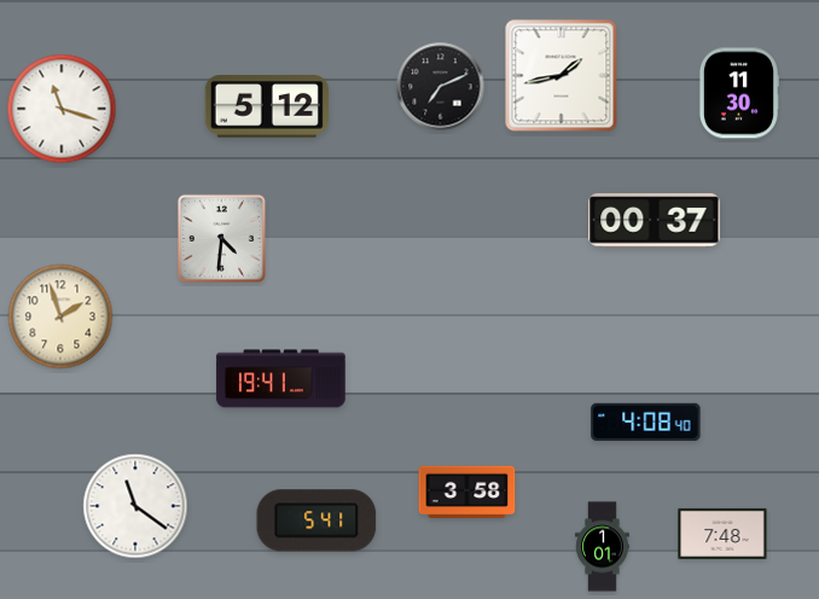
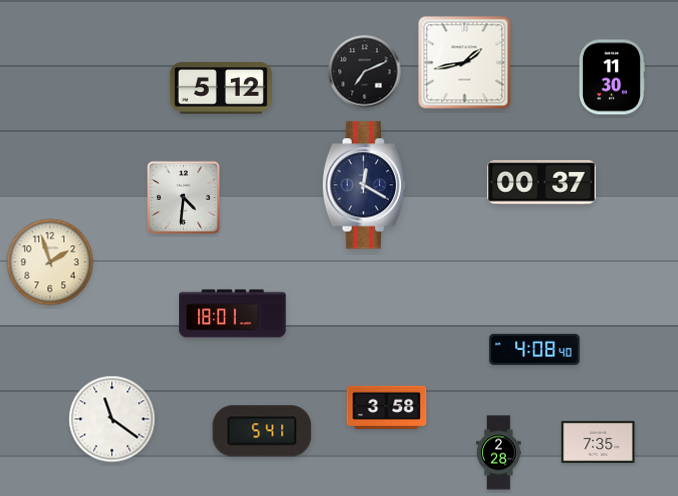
clock at (62, 109): 11:18 -> none
clock at (364, 185): none -> 12:20
clock at (281, 379): 19:41 -> 18:01
clock at (722, 534): 7:48 -> 7:35
clock at (603, 547): 1:01 -> 2:28
